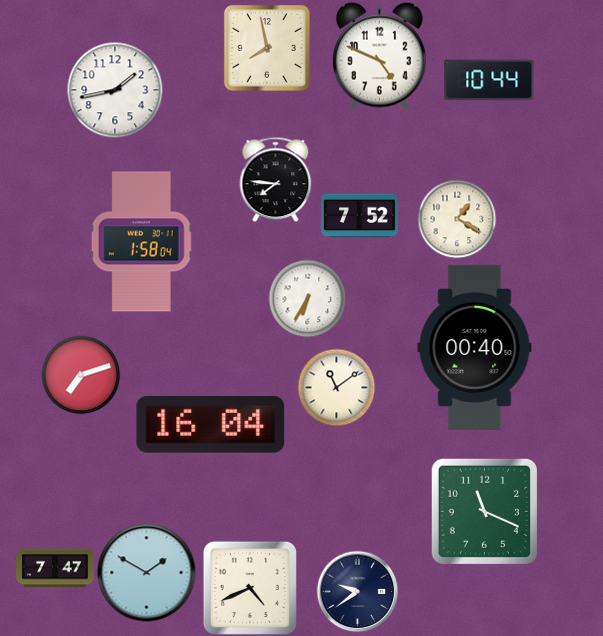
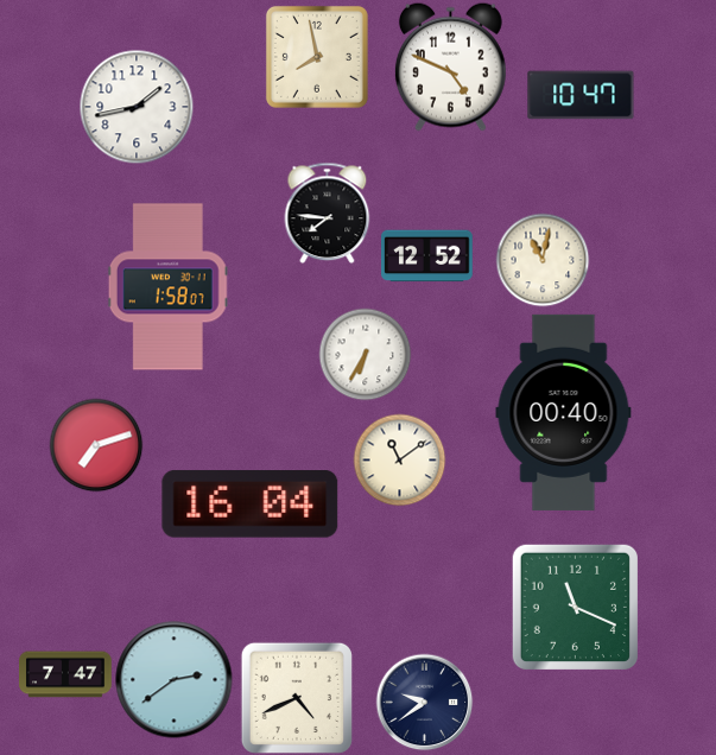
clock at (489, 80): 10:44 -> 10:47
clock at (360, 216): 7:52 -> 12:52
clock at (457, 219): 1:20 -> 11:02
clock at (141, 242): 1:58:04 -> 1:58:07
clock at (147, 573): 1:50 -> 2:39
